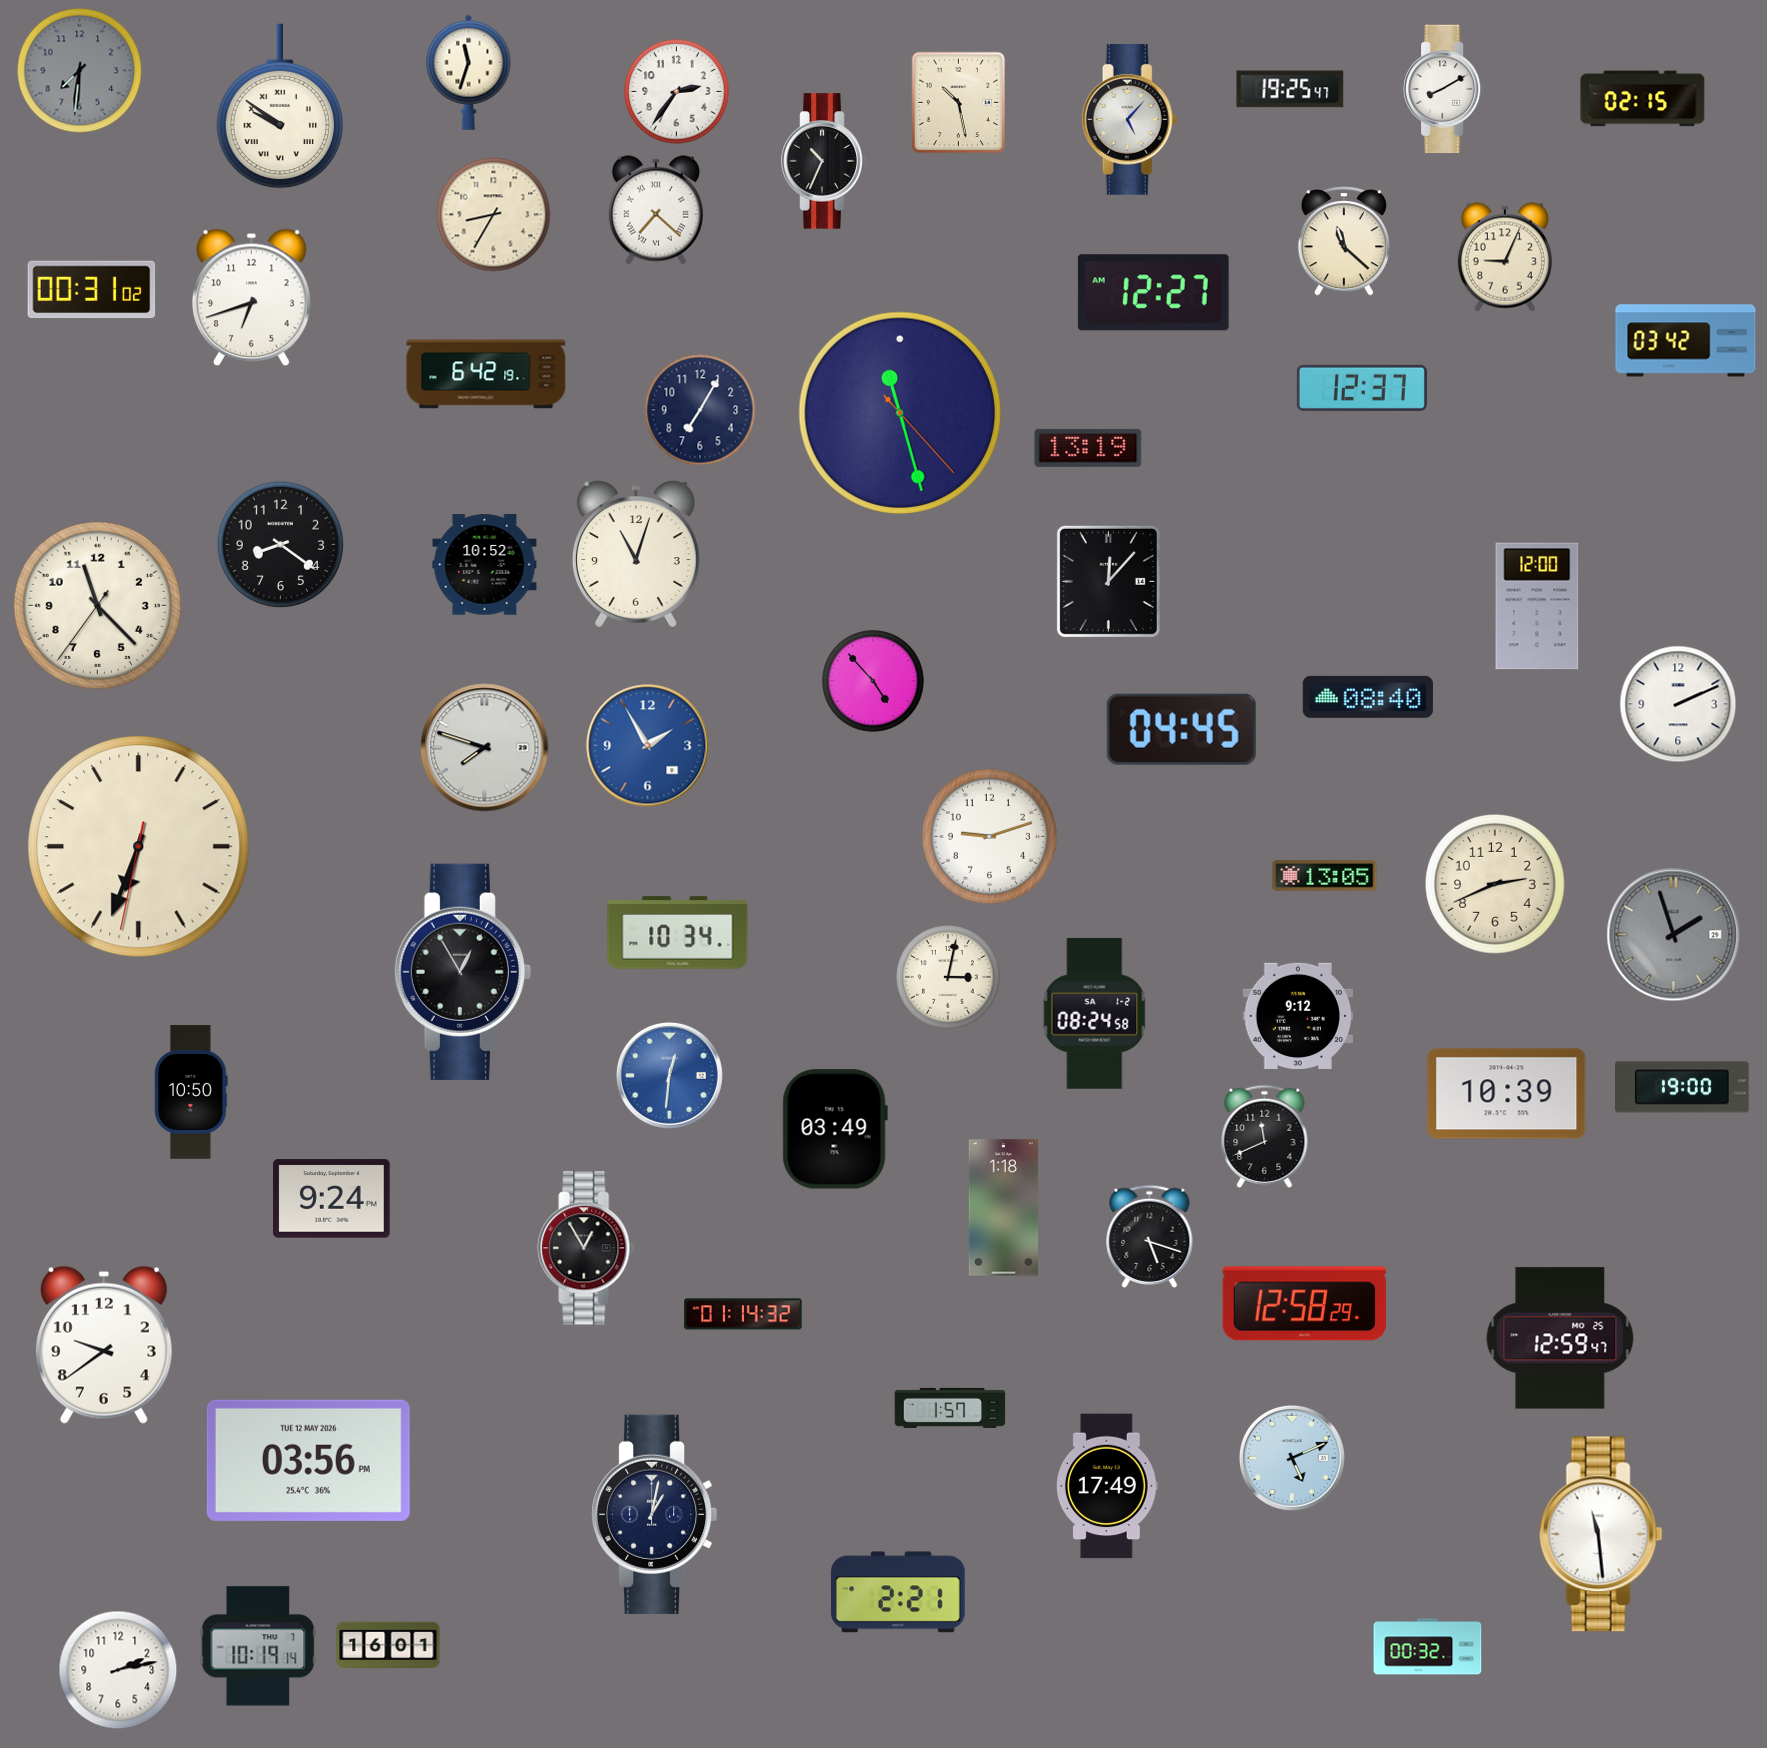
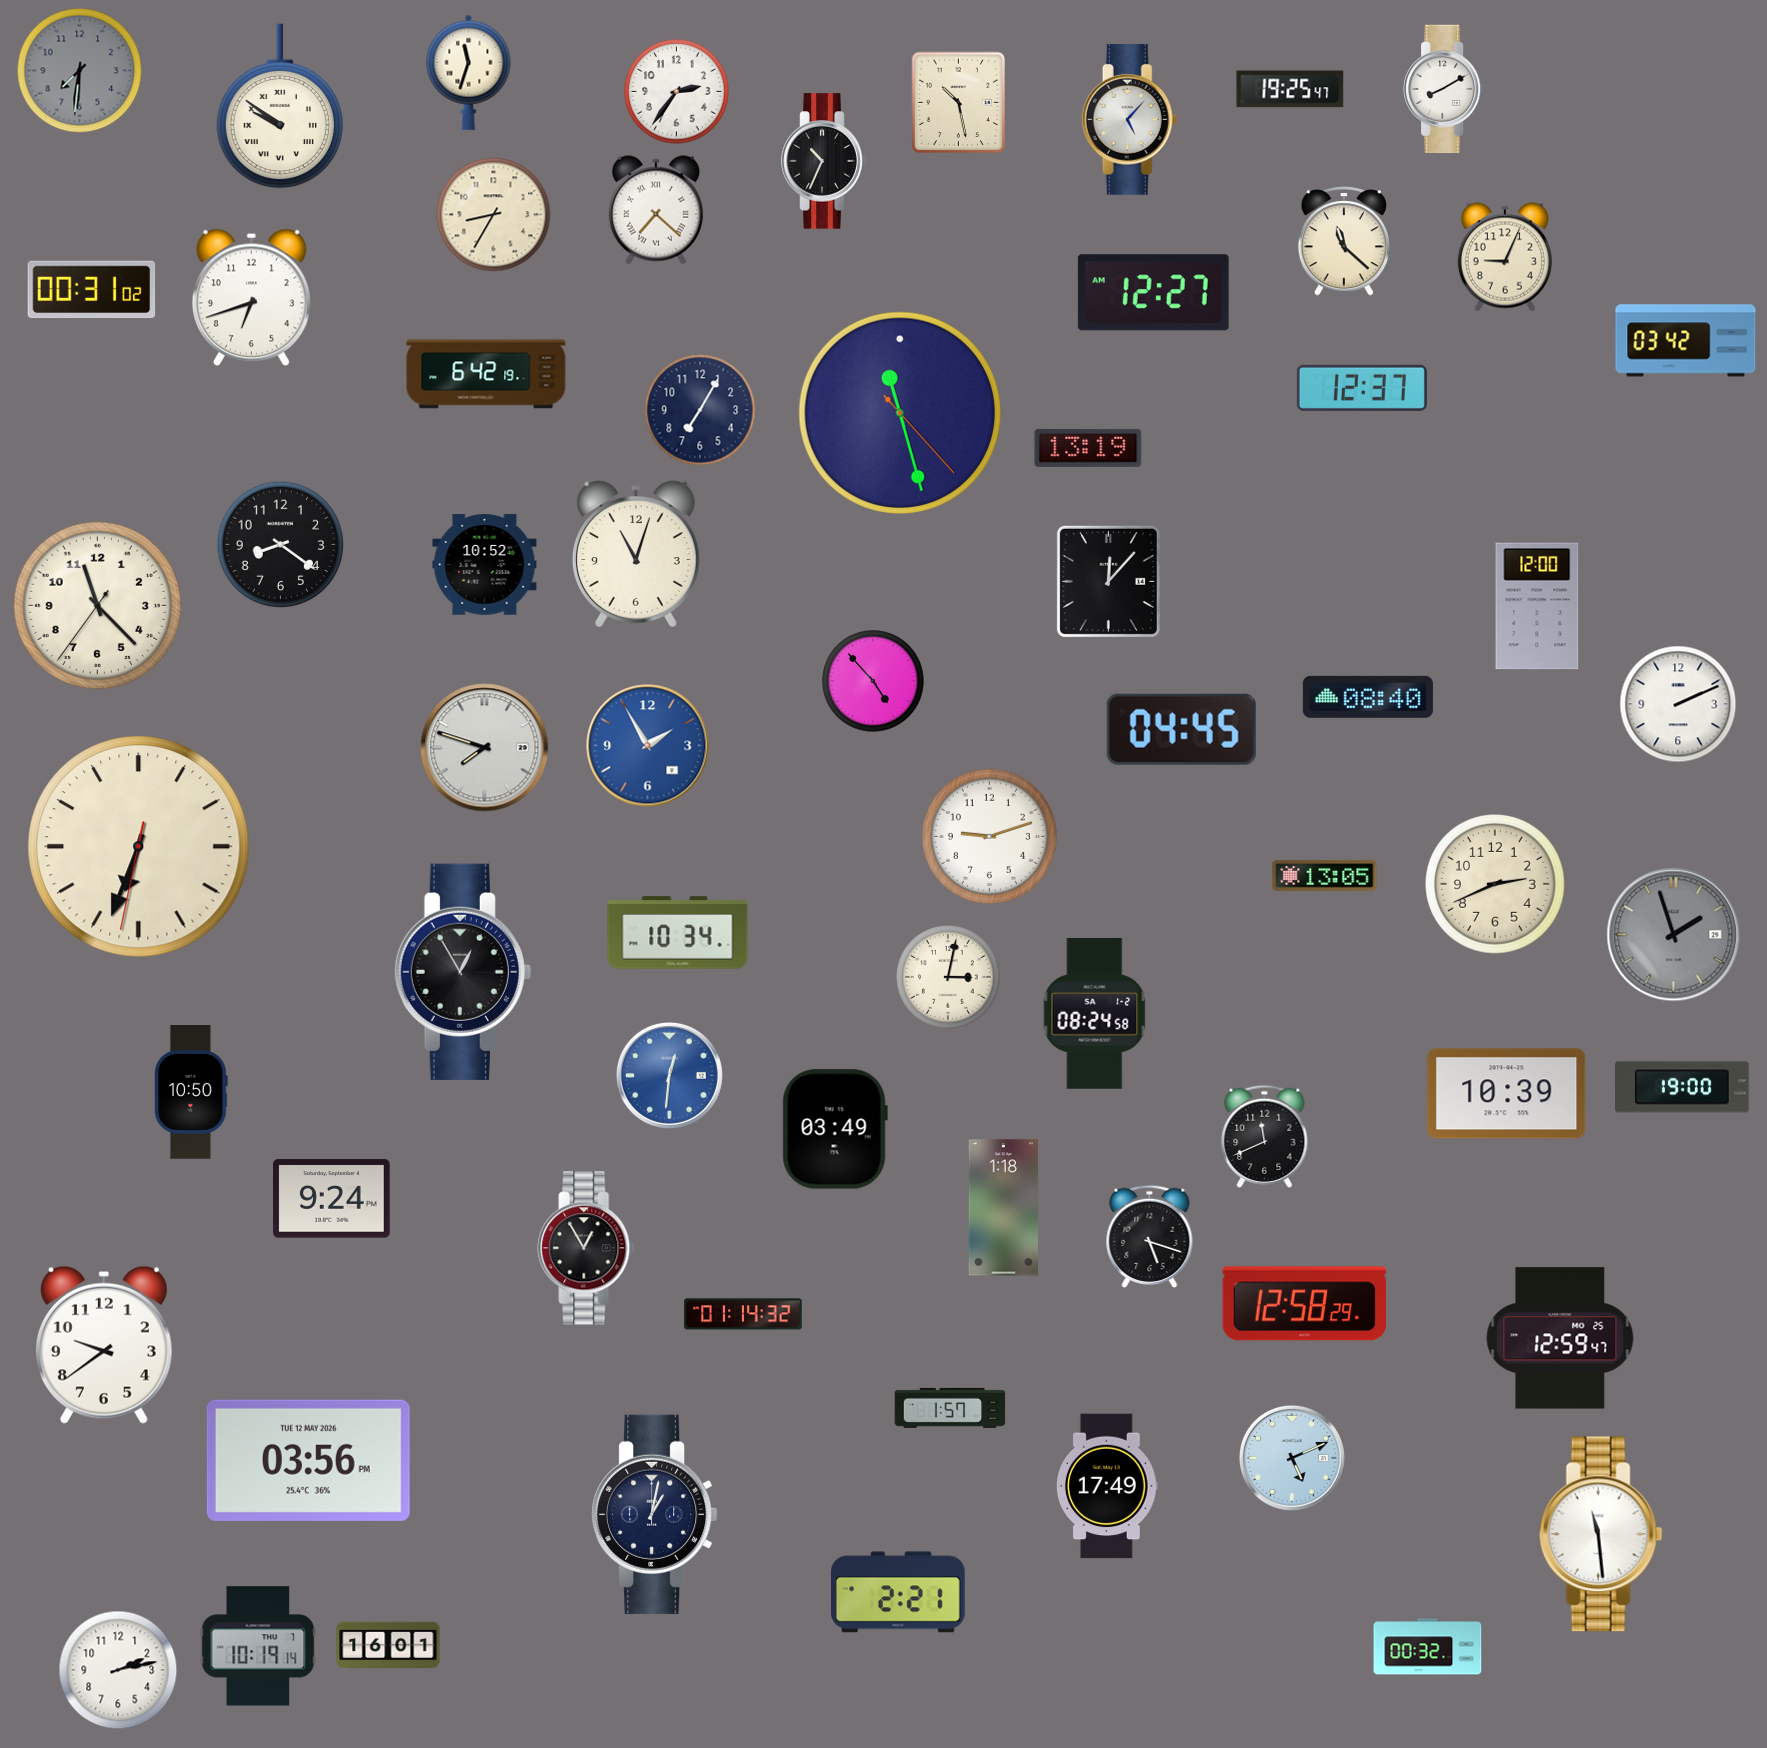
clock at (1643, 99): 02:15 -> none
clock at (1298, 1015): 9:12 -> none
